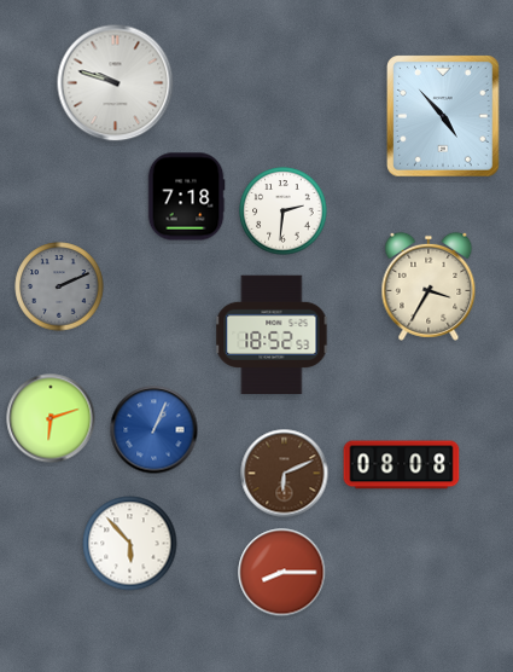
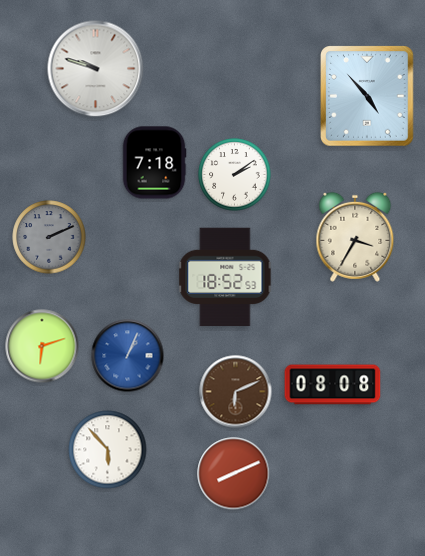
clock at (284, 212): 2:31 -> 2:09
clock at (282, 573): 8:15 -> 8:11
